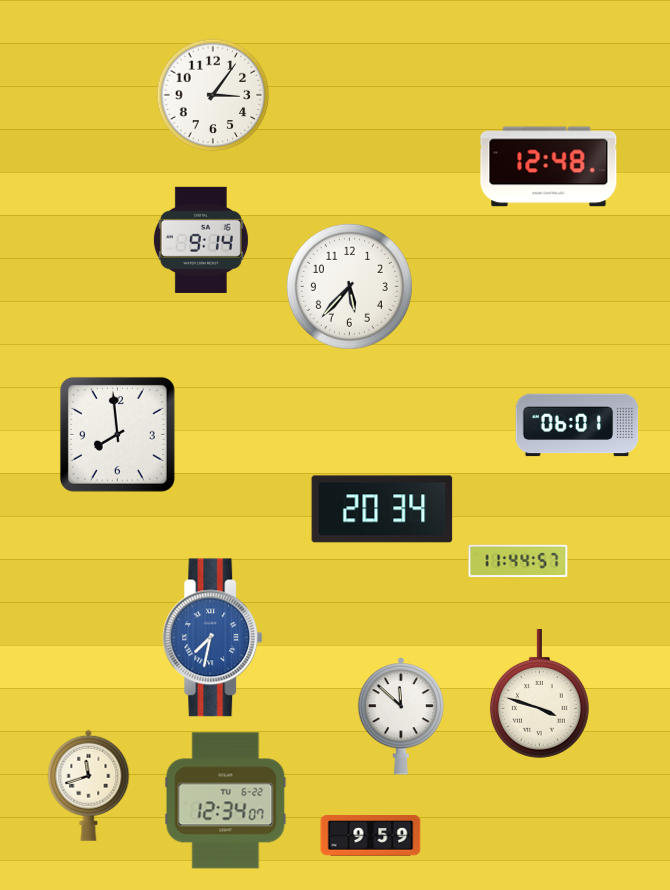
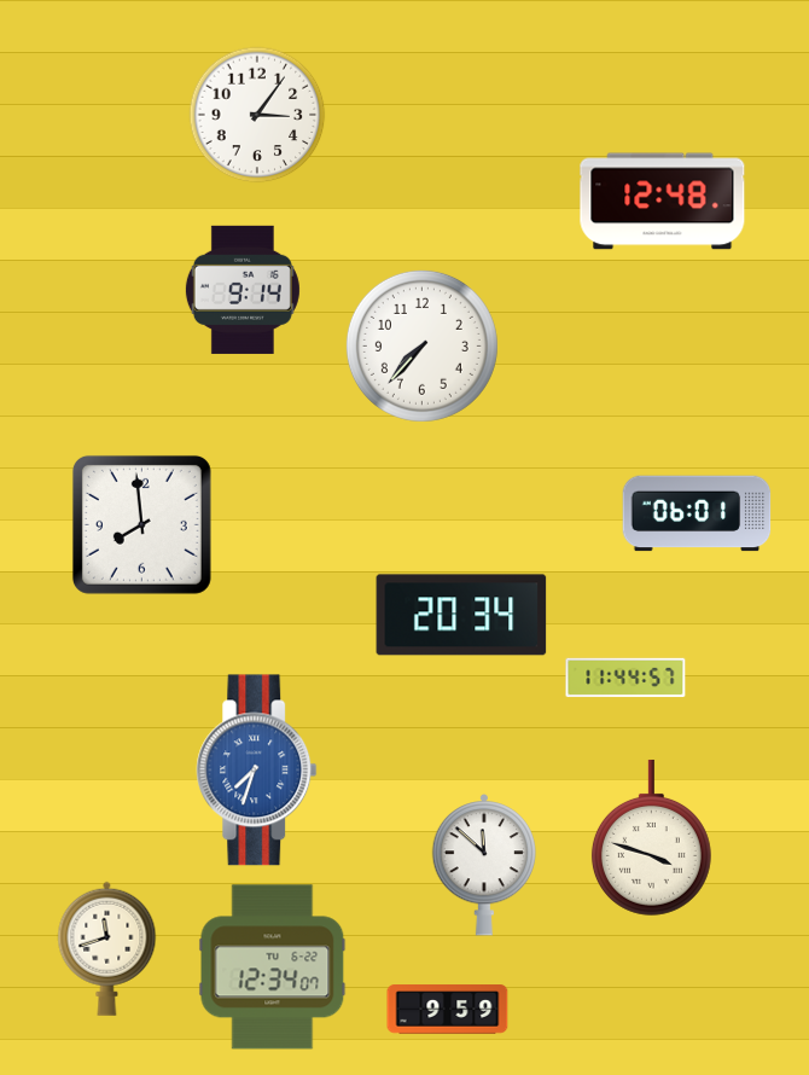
clock at (349, 286): 5:37 -> 7:37
clock at (213, 638): 7:32 -> 7:33
